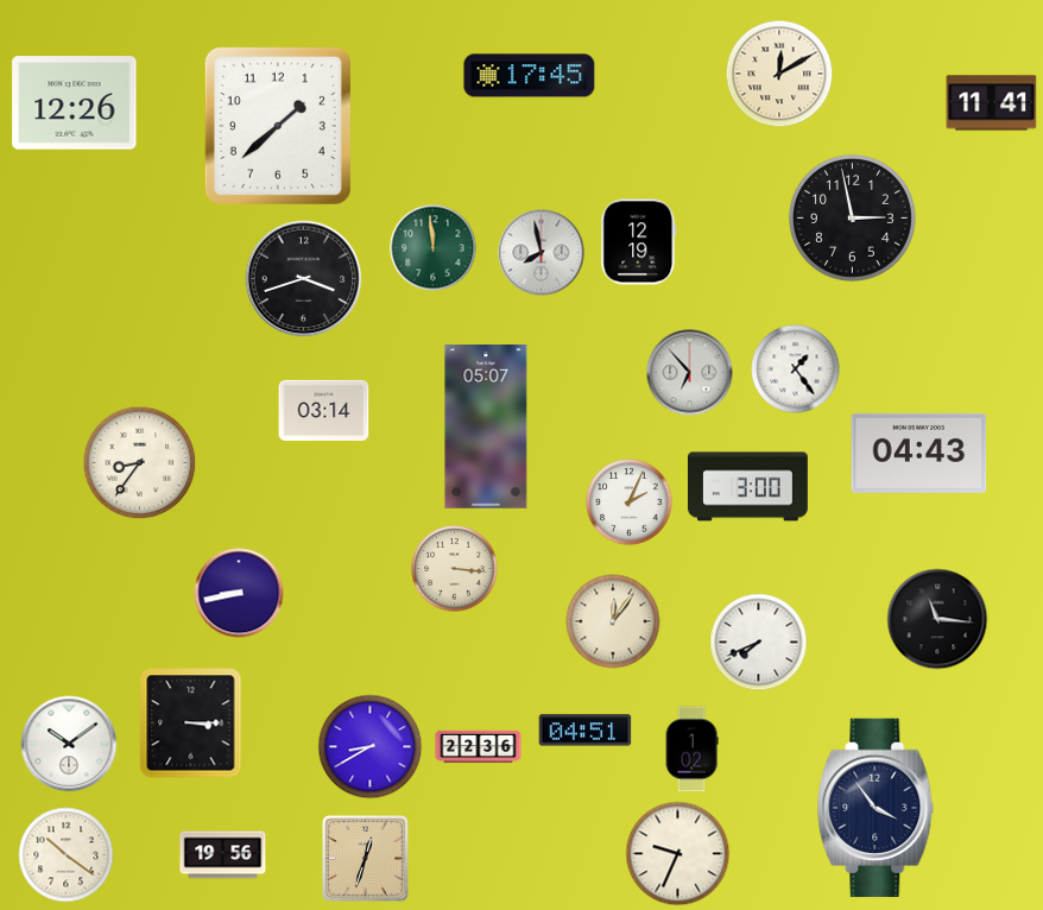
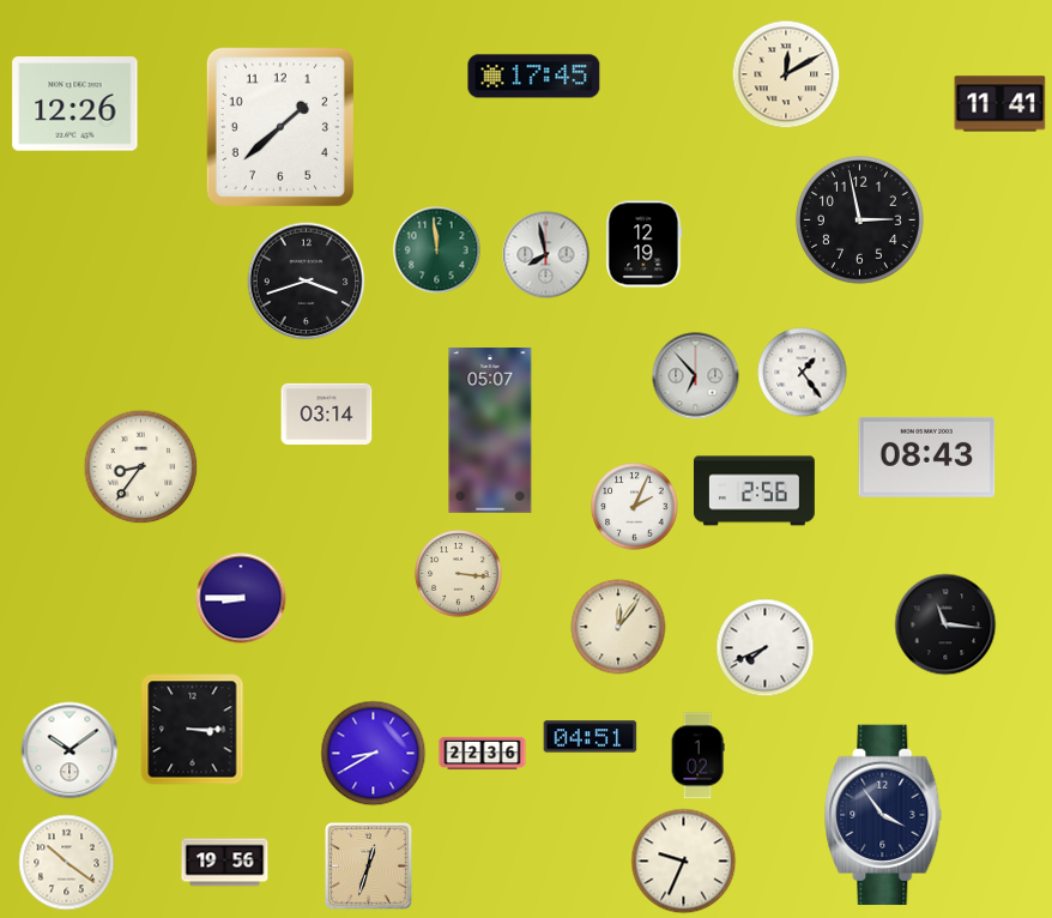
clock at (919, 453): 04:43 -> 08:43
clock at (747, 487): 3:00 -> 2:56
clock at (239, 593): 8:43 -> 8:45
